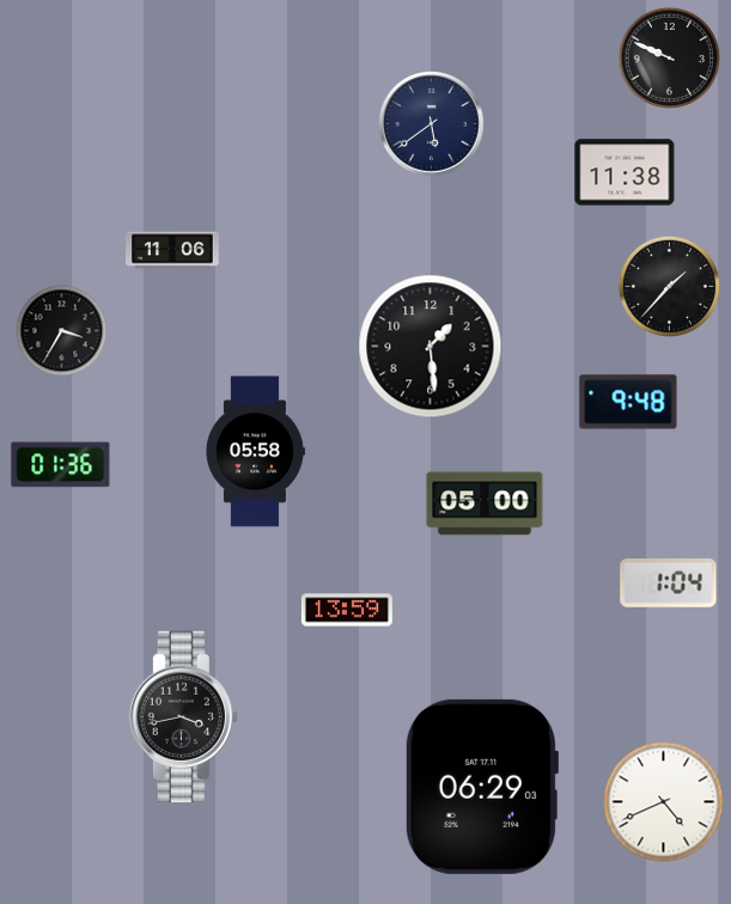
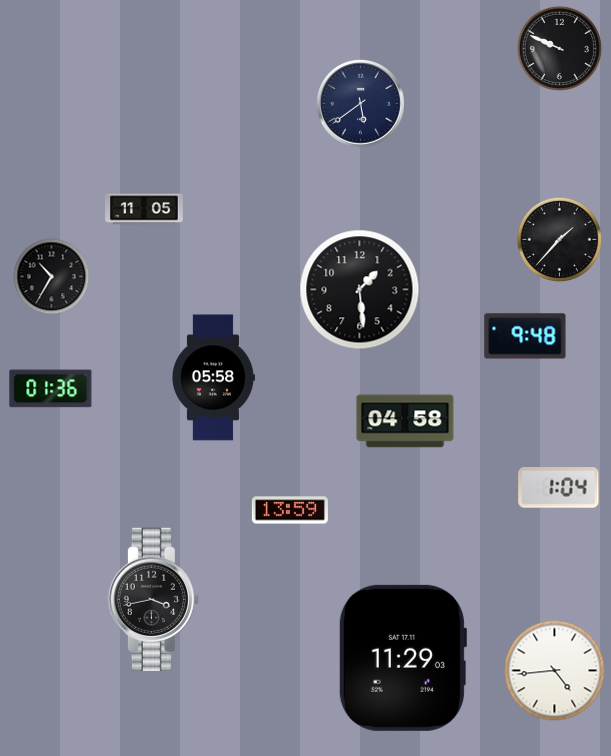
clock at (625, 172): 11:38 -> none
clock at (172, 250): 11:06 -> 11:05
clock at (62, 331): 3:35 -> 10:35
clock at (485, 503): 05:00 -> 04:58
clock at (481, 787): 06:29 -> 11:29
clock at (664, 802): 4:41 -> 4:44
